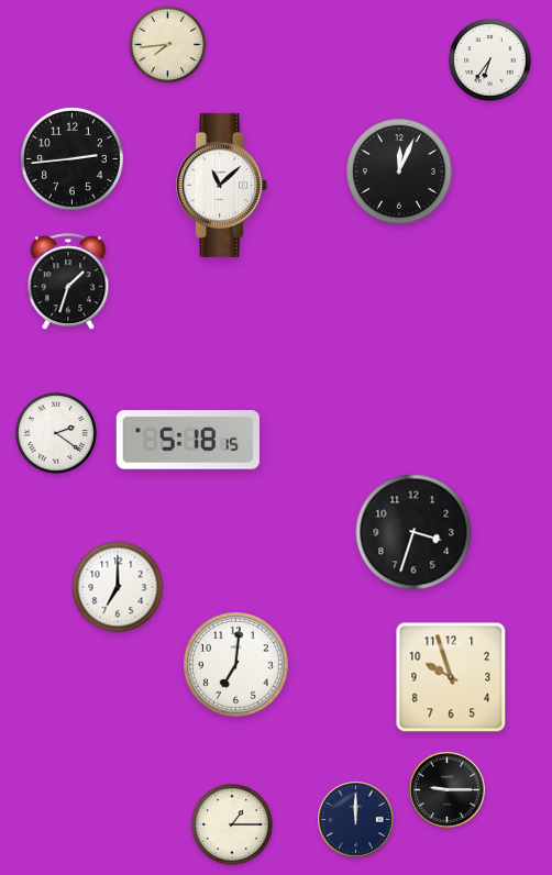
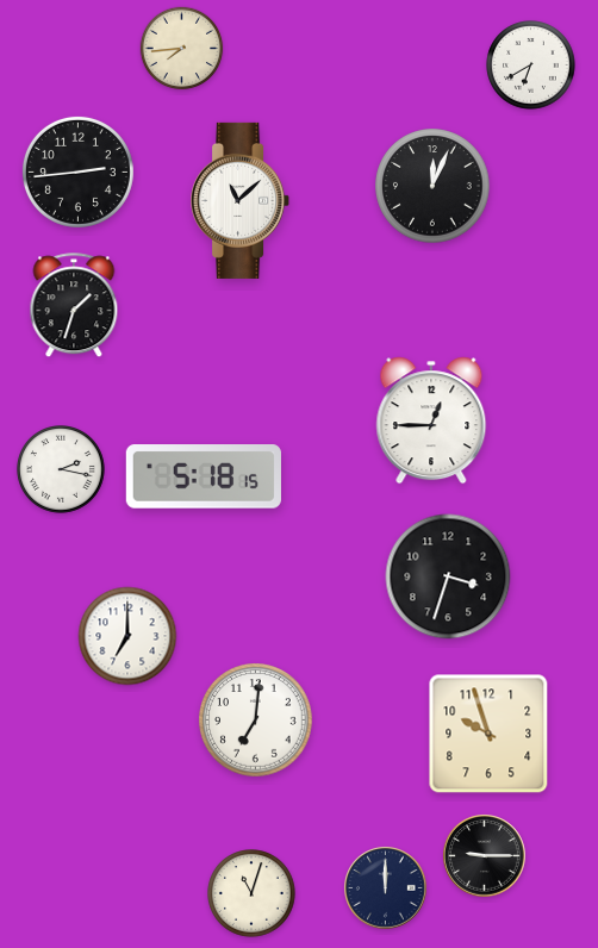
clock at (490, 60): 6:36 -> 6:40
clock at (431, 420): none -> 12:45
clock at (57, 434): 2:21 -> 2:17
clock at (233, 826): 1:15 -> 11:03
